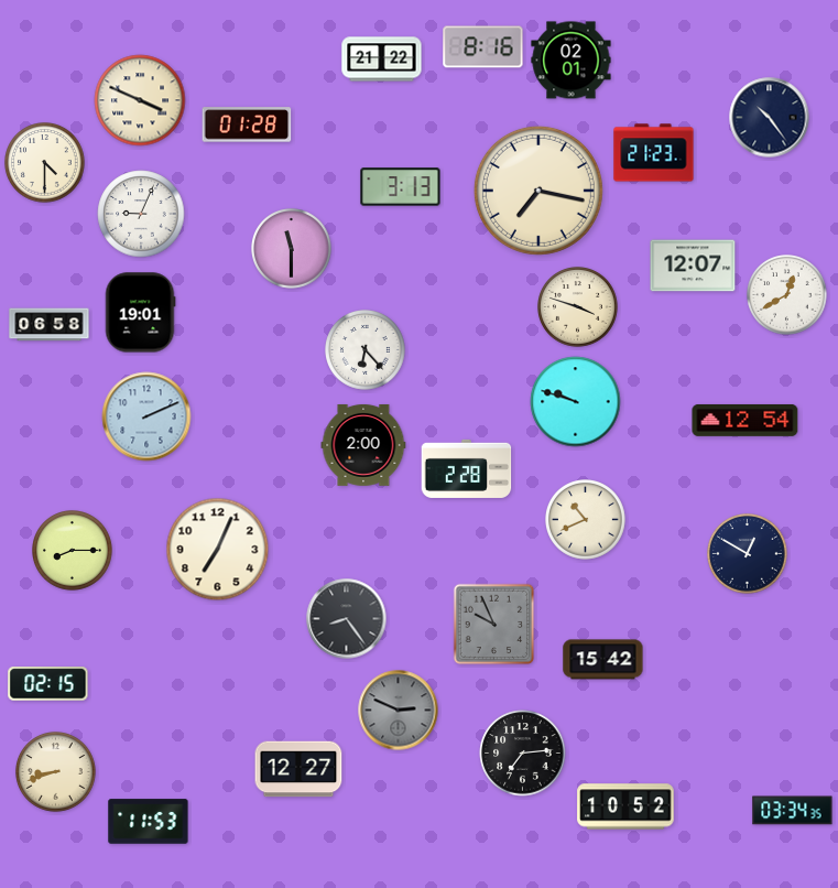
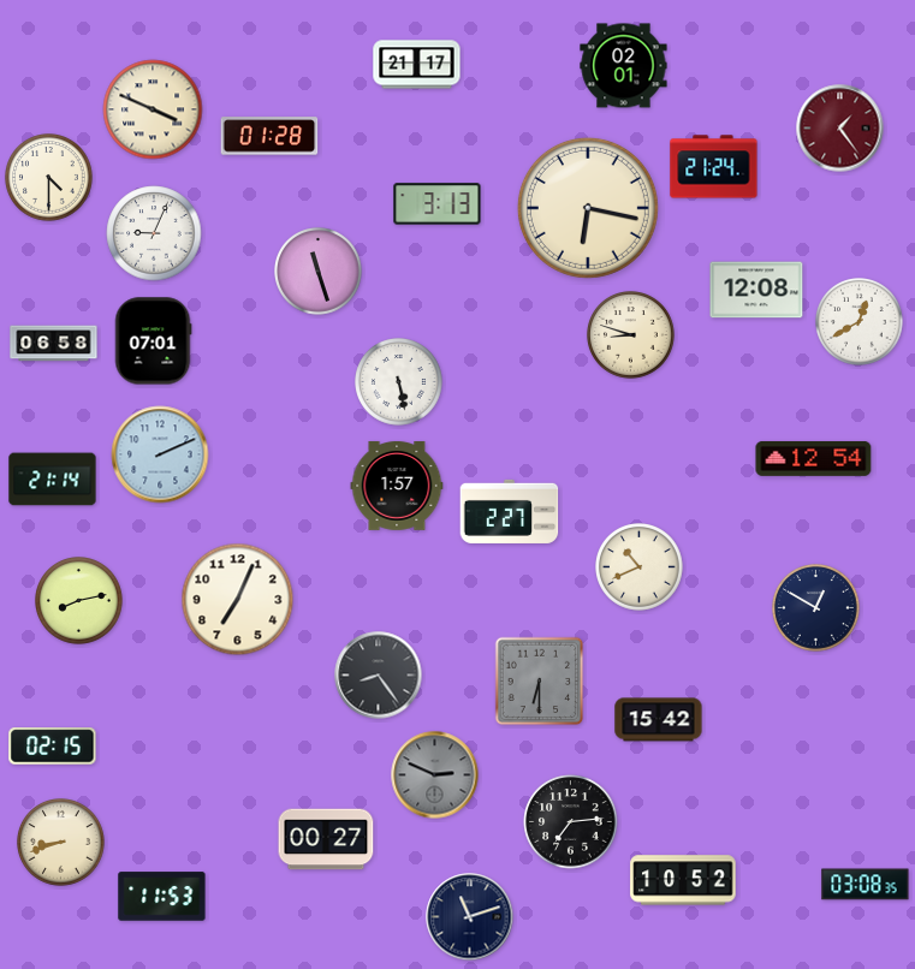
clock at (483, 47): 8:16 -> none
clock at (382, 59): 21:22 -> 21:17
clock at (770, 118): 10:24 -> 1:24
clock at (770, 118) dial: navy -> burgundy
clock at (654, 153): 21:23 -> 21:24
clock at (538, 191): 7:17 -> 6:17
clock at (292, 249): 11:30 -> 11:27
clock at (693, 266): 12:07 -> 12:08
clock at (578, 307): 3:48 -> 8:48
clock at (140, 313): 19:01 -> 07:01
clock at (50, 325) position: (50, 325) -> (54, 344)
clock at (366, 350): 6:23 -> 5:28
clock at (576, 402): 9:48 -> none
clock at (53, 480): none -> 21:14
clock at (363, 445): 2:00 -> 1:57
clock at (467, 468): 2:28 -> 2:27
clock at (73, 551): 8:15 -> 8:13
clock at (748, 554) position: (748, 554) -> (816, 608)
clock at (494, 625): 9:56 -> 6:30
clock at (298, 769): 12:27 -> 00:27
clock at (793, 811): 03:34 -> 03:08
clock at (470, 917): none -> 11:12
